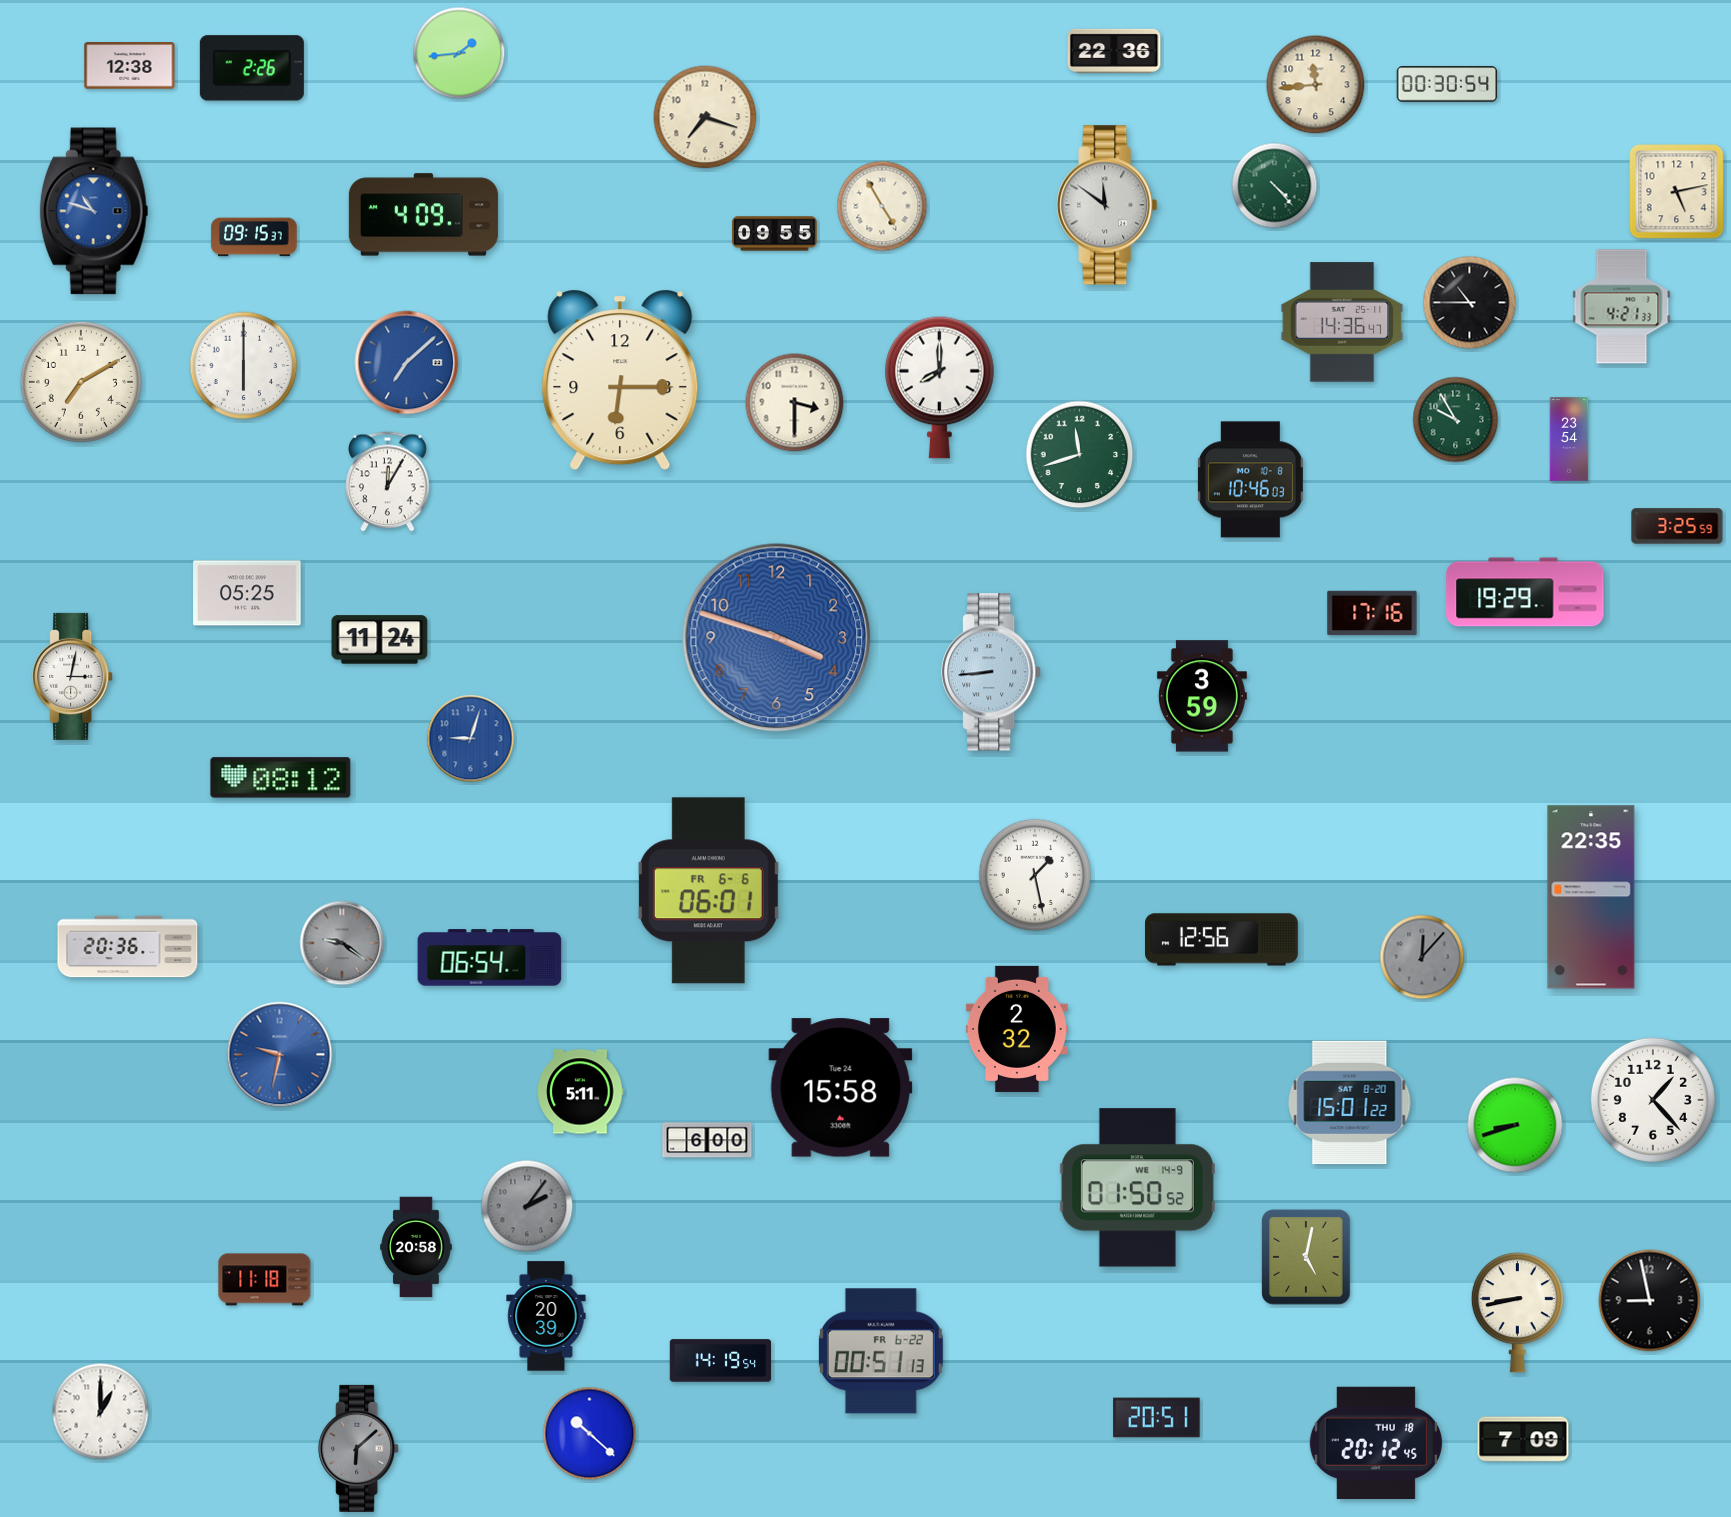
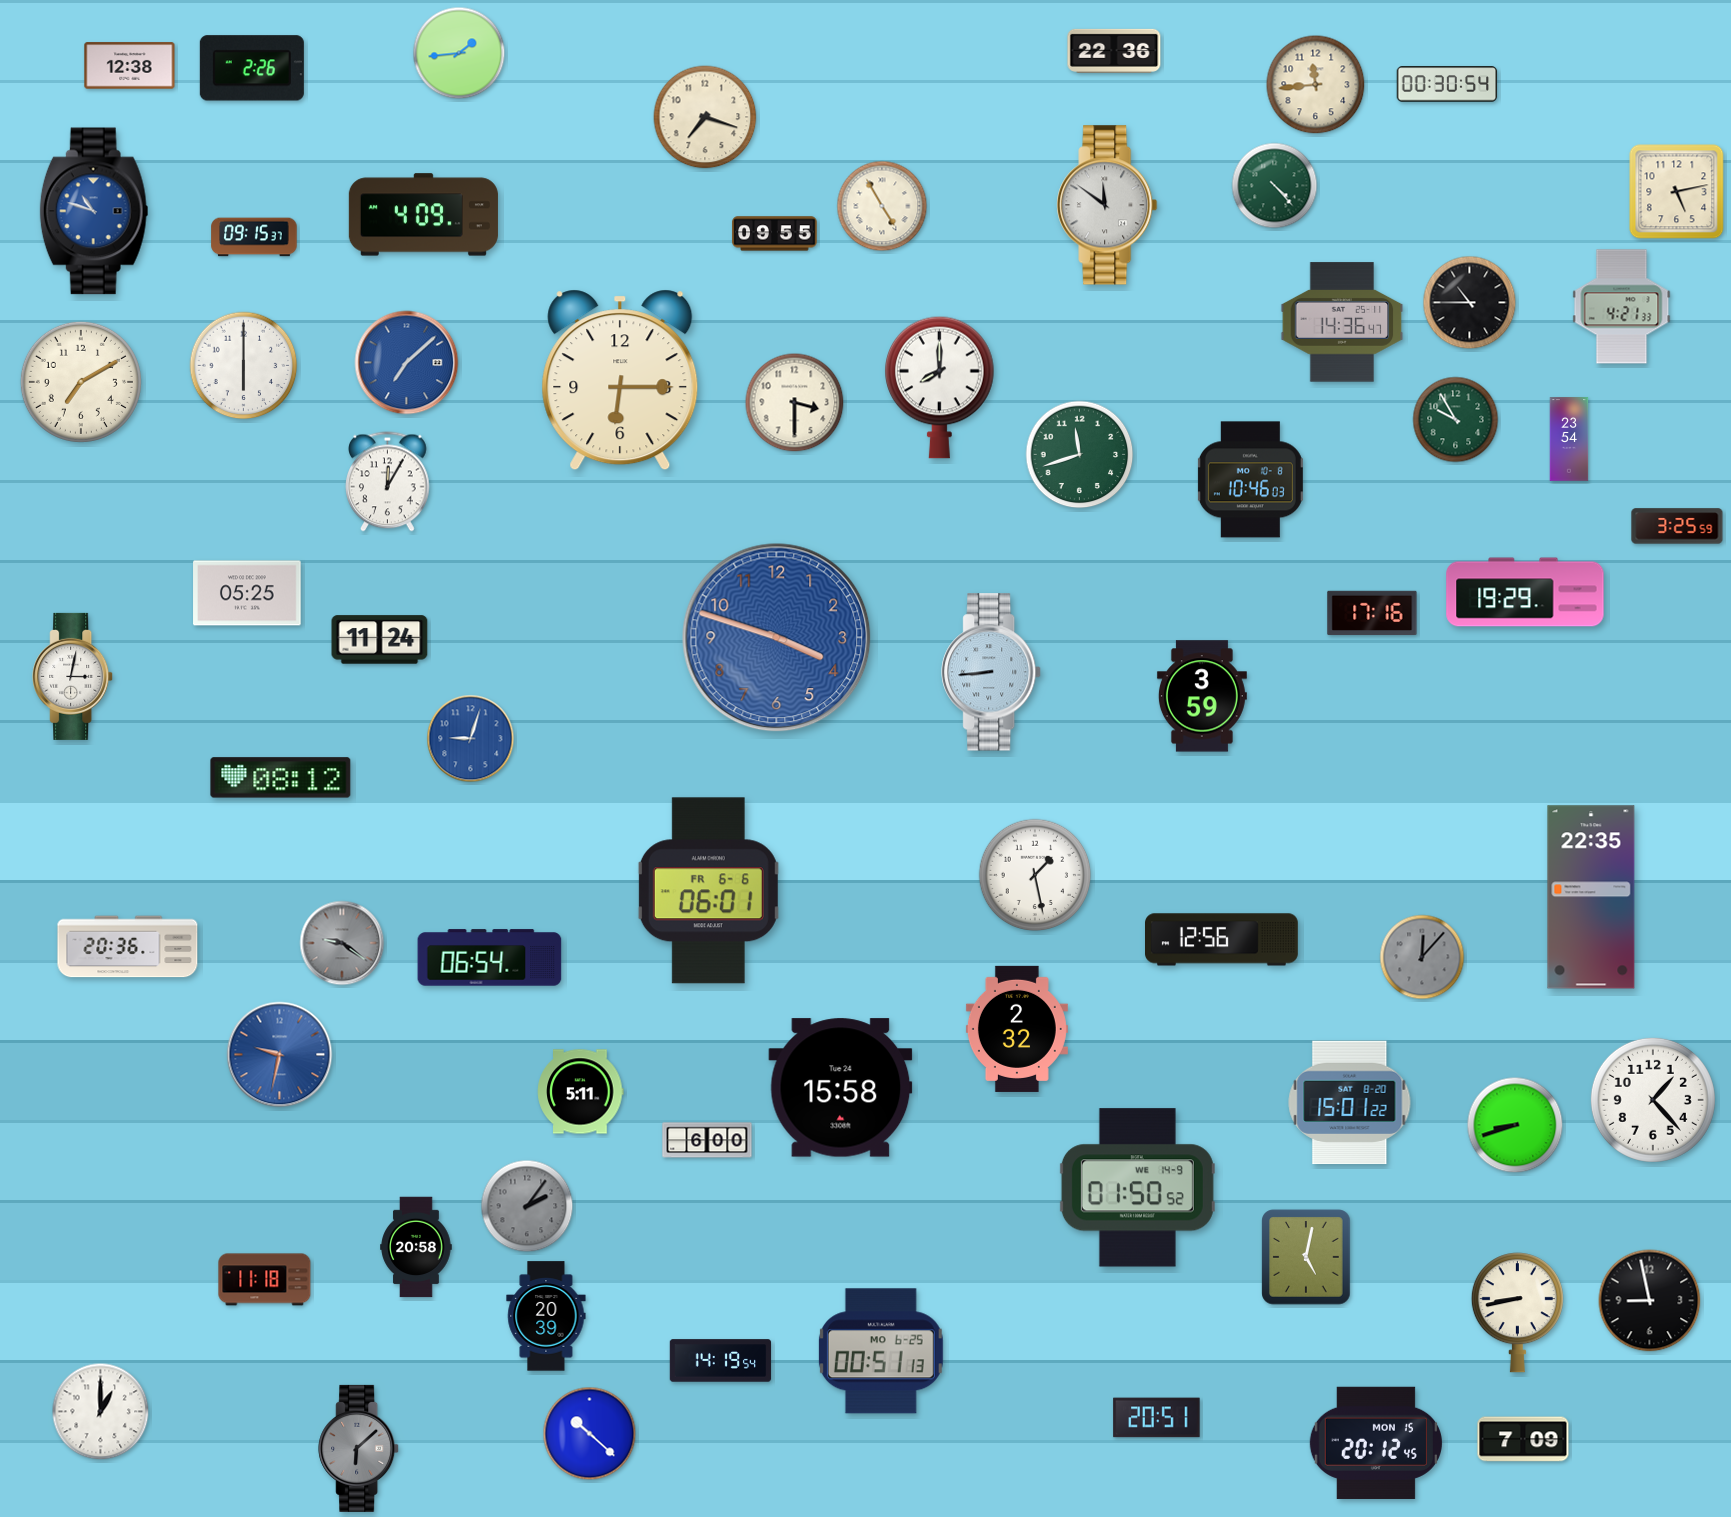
clock at (881, 1351) date: FR 6-22 -> MO 6-25
clock at (1376, 1443) date: THU 18 -> MON 15
